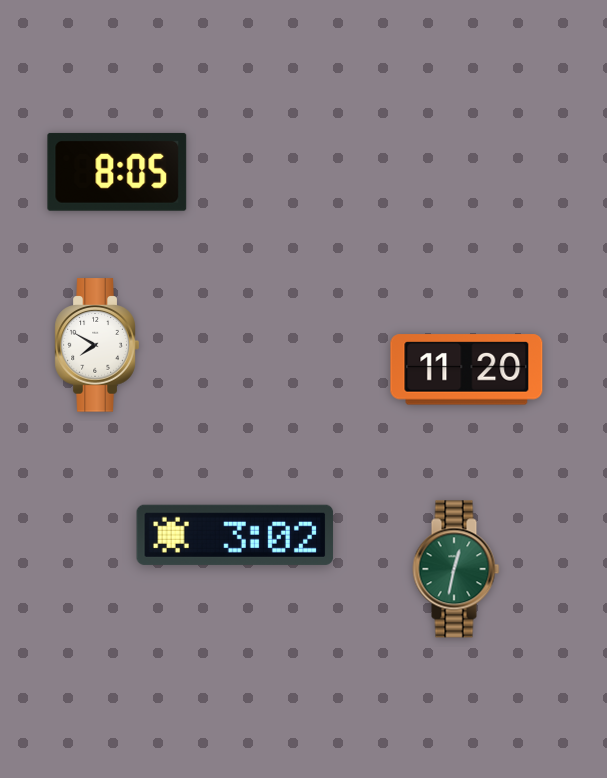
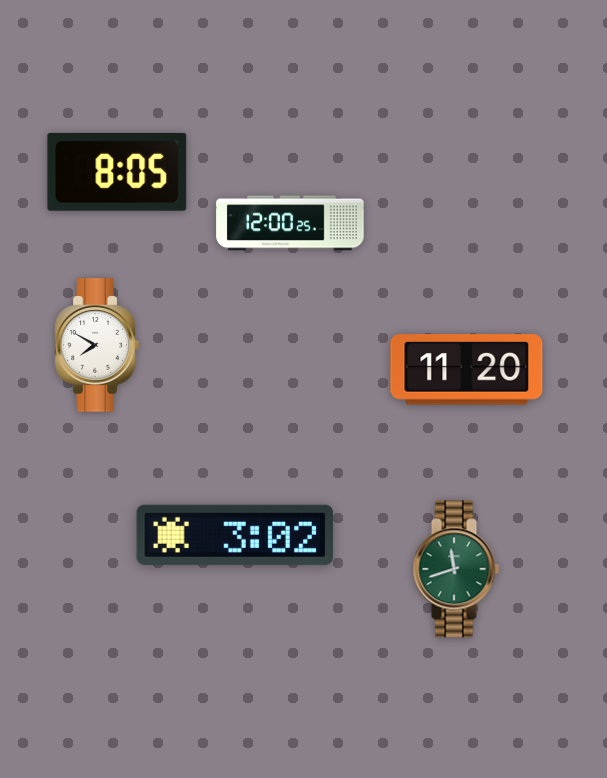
clock at (290, 223): none -> 12:00
clock at (456, 569): 12:32 -> 11:42
